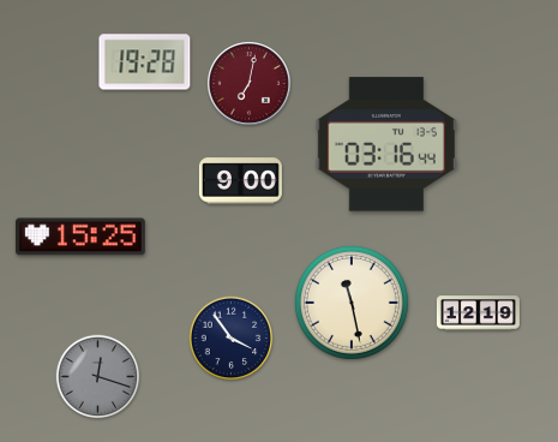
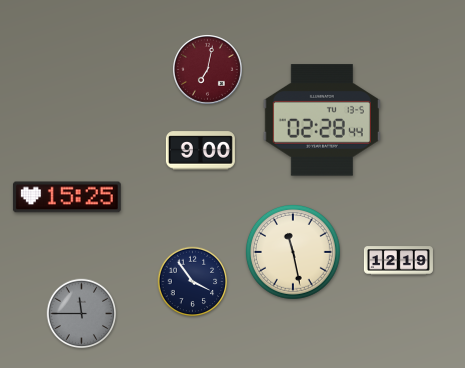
clock at (145, 62): 19:28 -> none
clock at (386, 144): 03:16 -> 02:28
clock at (98, 377): 12:18 -> 11:45
